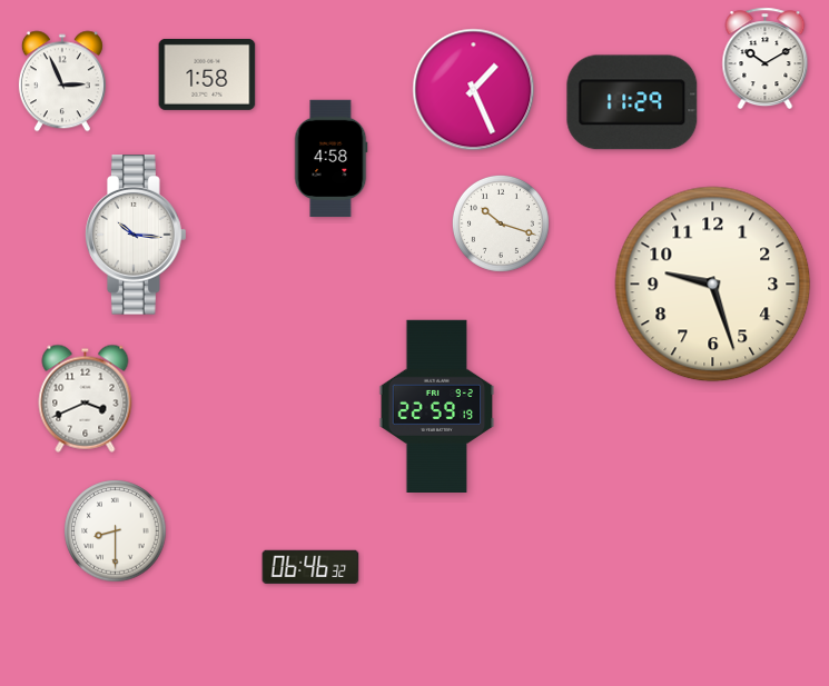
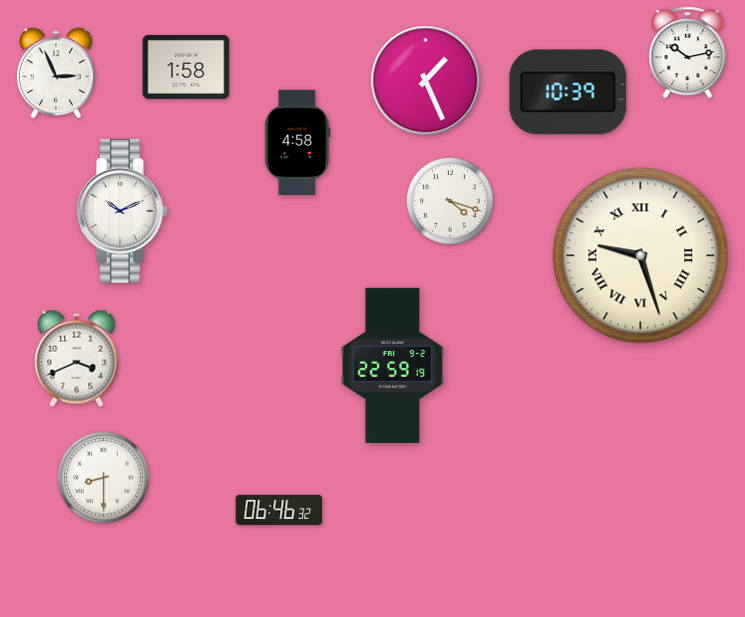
clock at (766, 59): 10:10 -> 10:13
clock at (632, 102): 11:29 -> 10:39
clock at (501, 223): 10:18 -> 4:18
clock at (137, 235): 10:16 -> 10:11
clock at (713, 285) numerals: Arabic -> Roman
